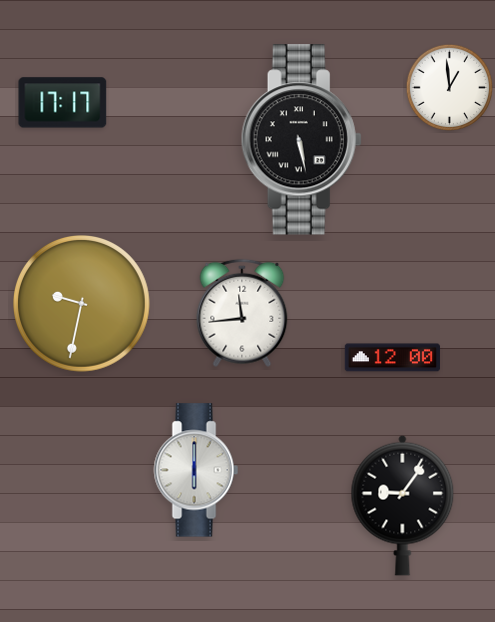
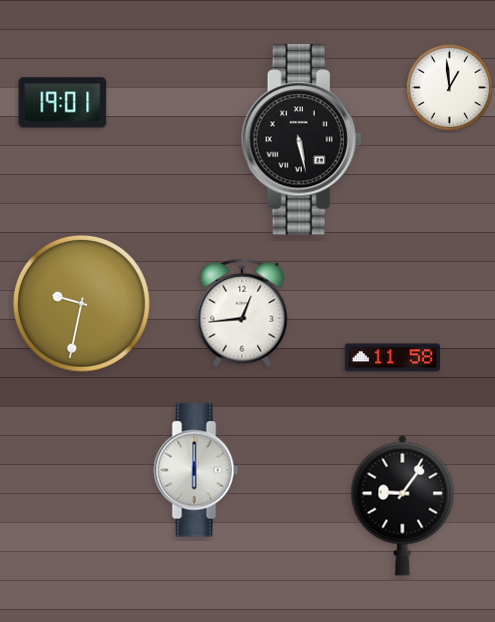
clock at (63, 103): 17:17 -> 19:01
clock at (242, 313): 11:44 -> 12:44
clock at (392, 358): 12:00 -> 11:58
